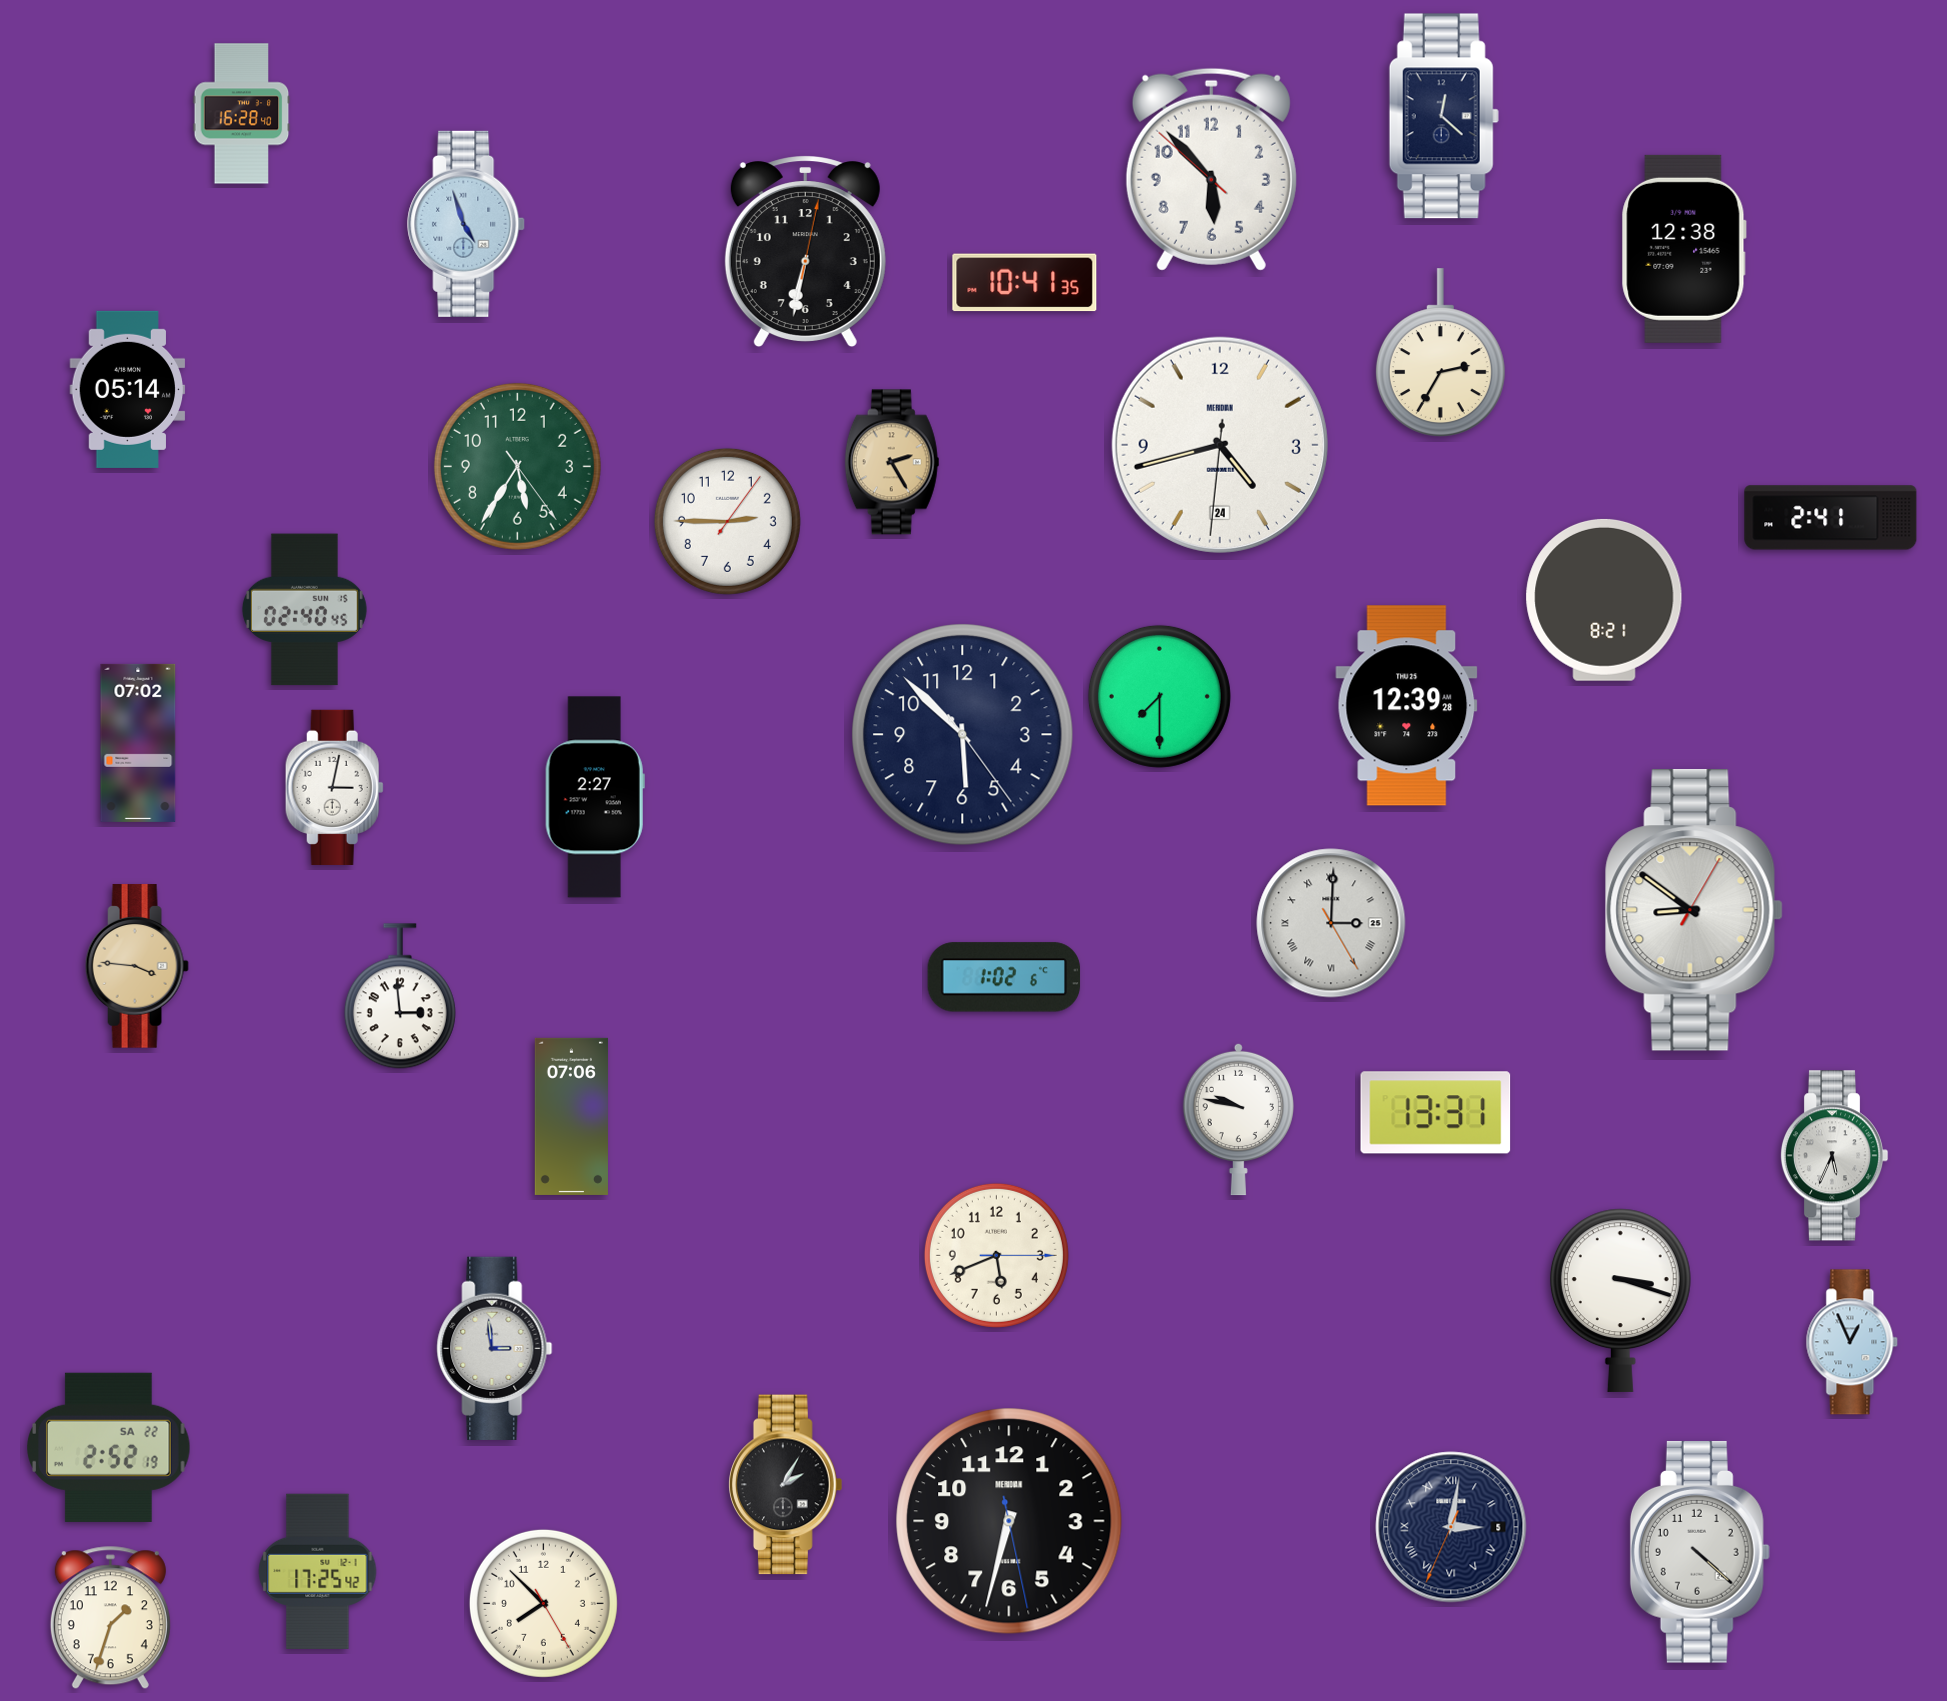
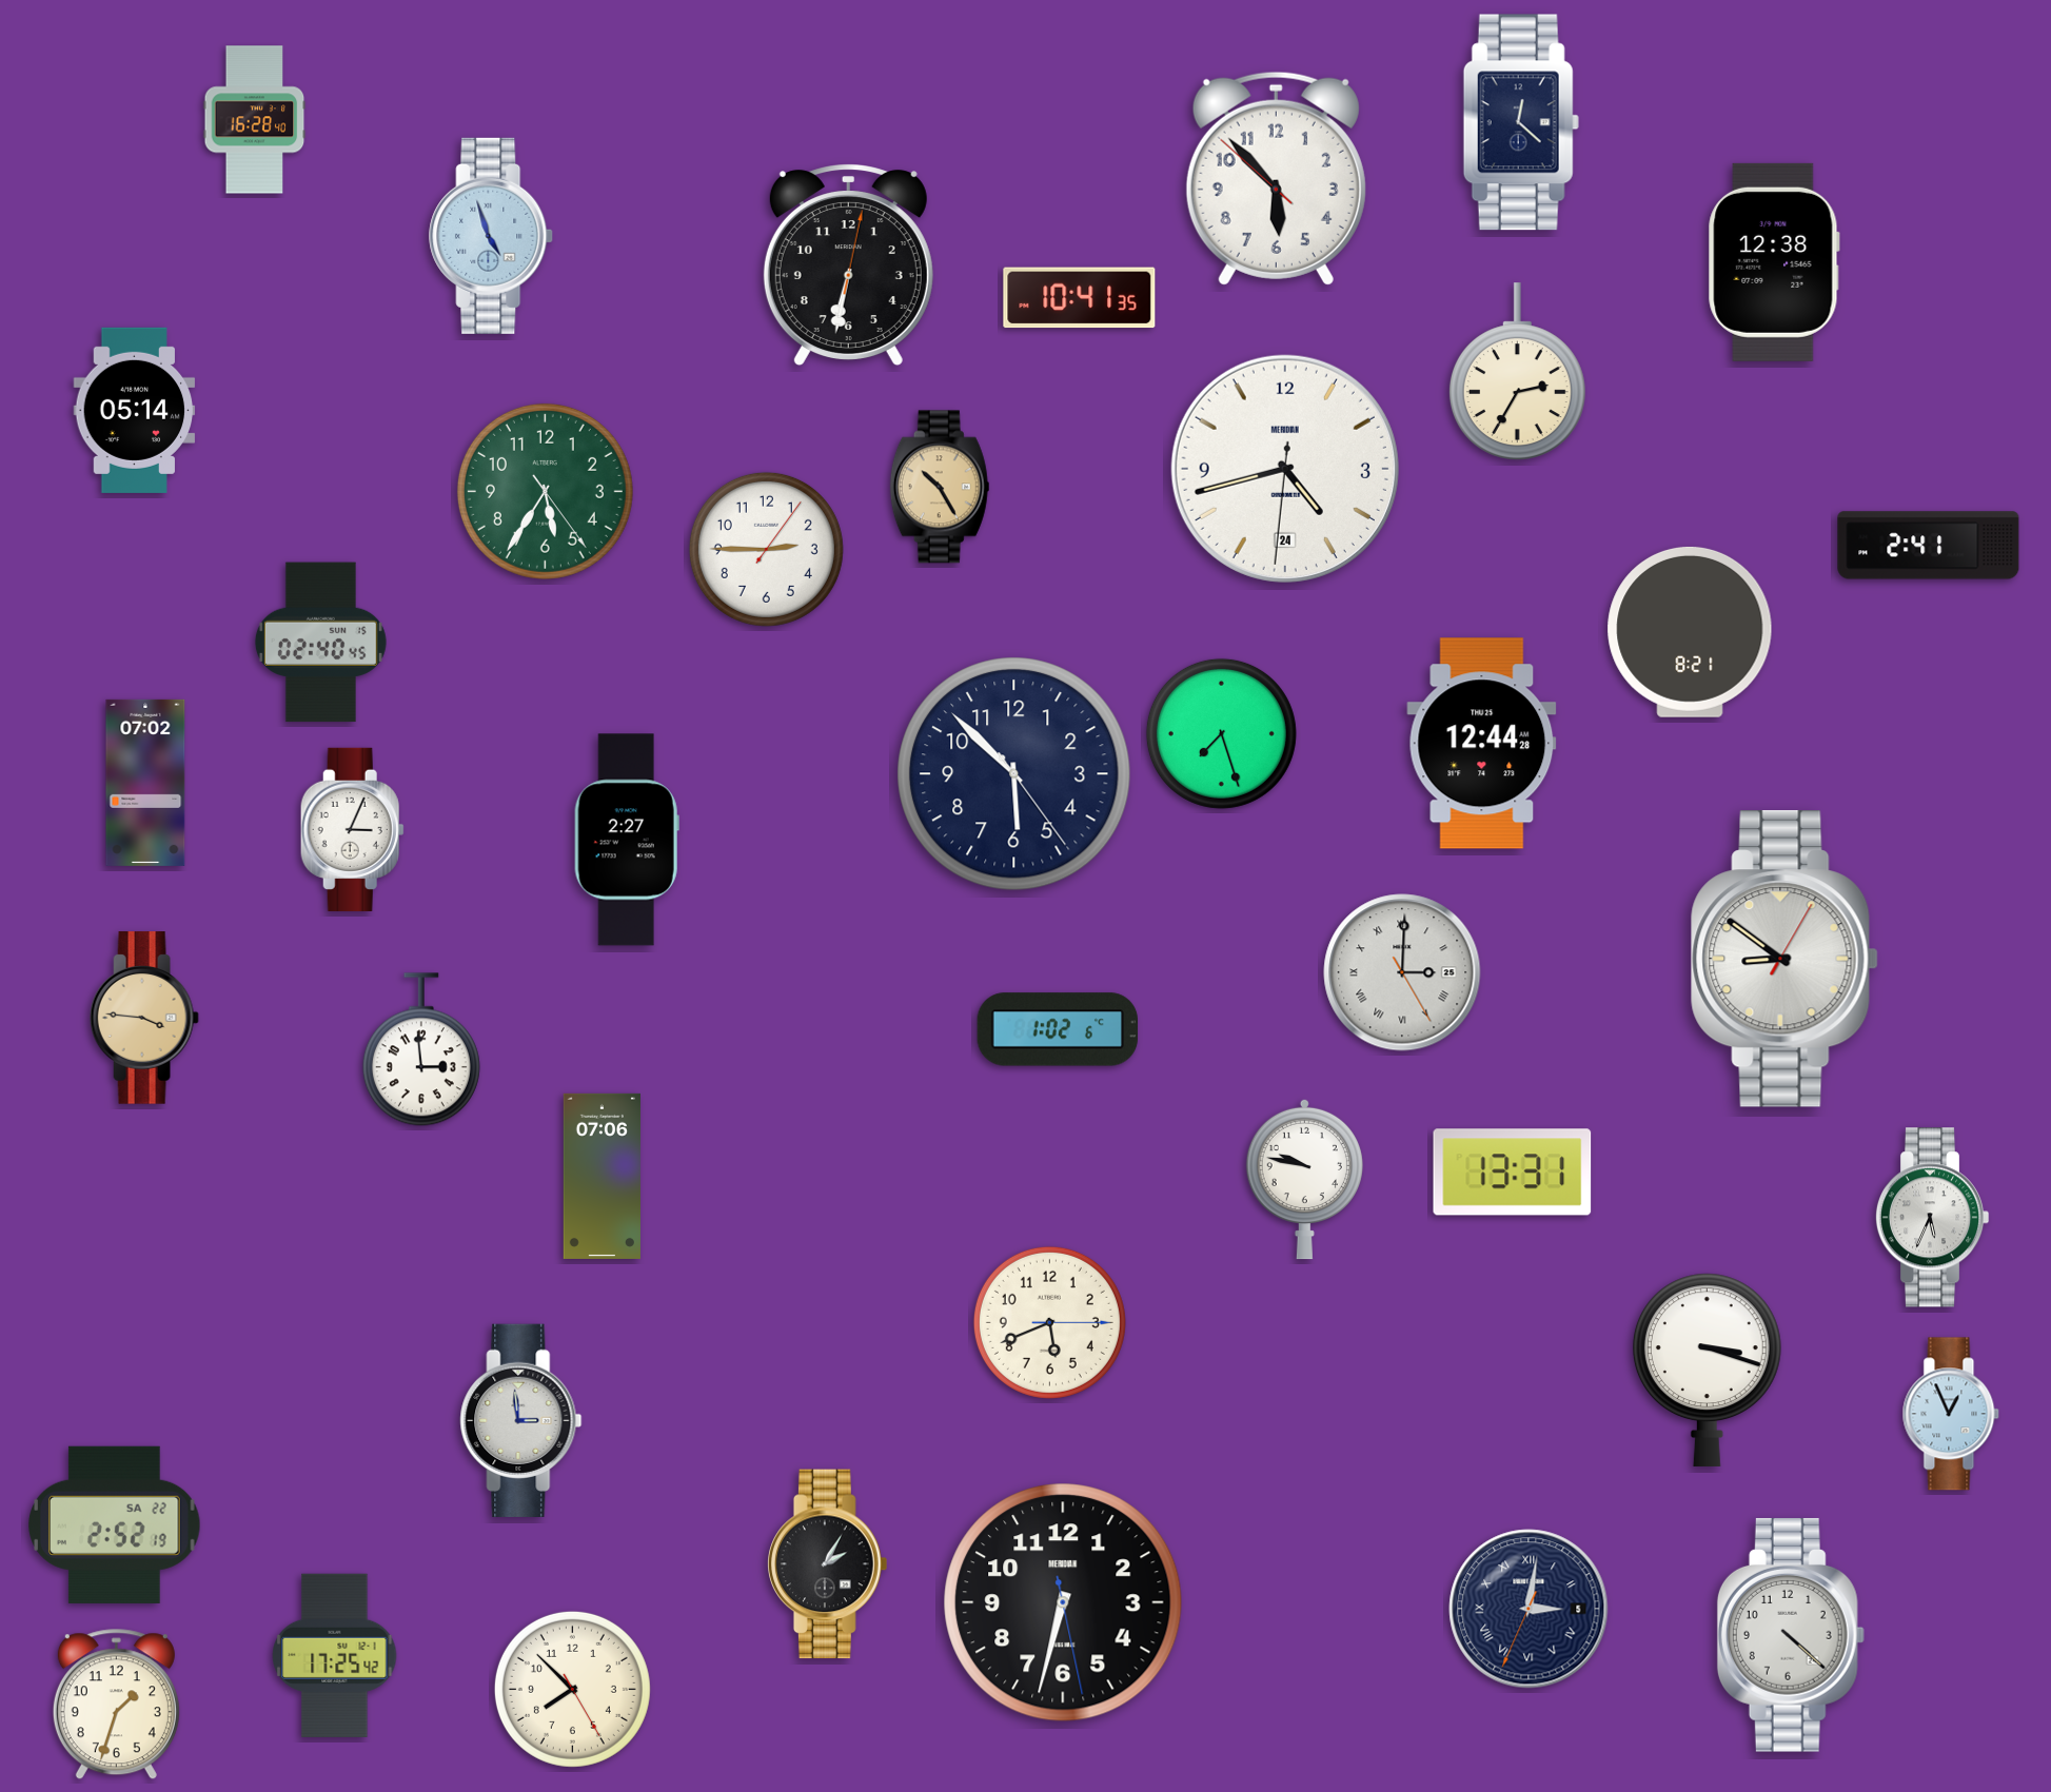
clock at (892, 462): 2:25 -> 10:25
clock at (1159, 696): 7:30 -> 7:27
clock at (1407, 706): 12:39 -> 12:44
clock at (334, 787): 3:02 -> 3:04
